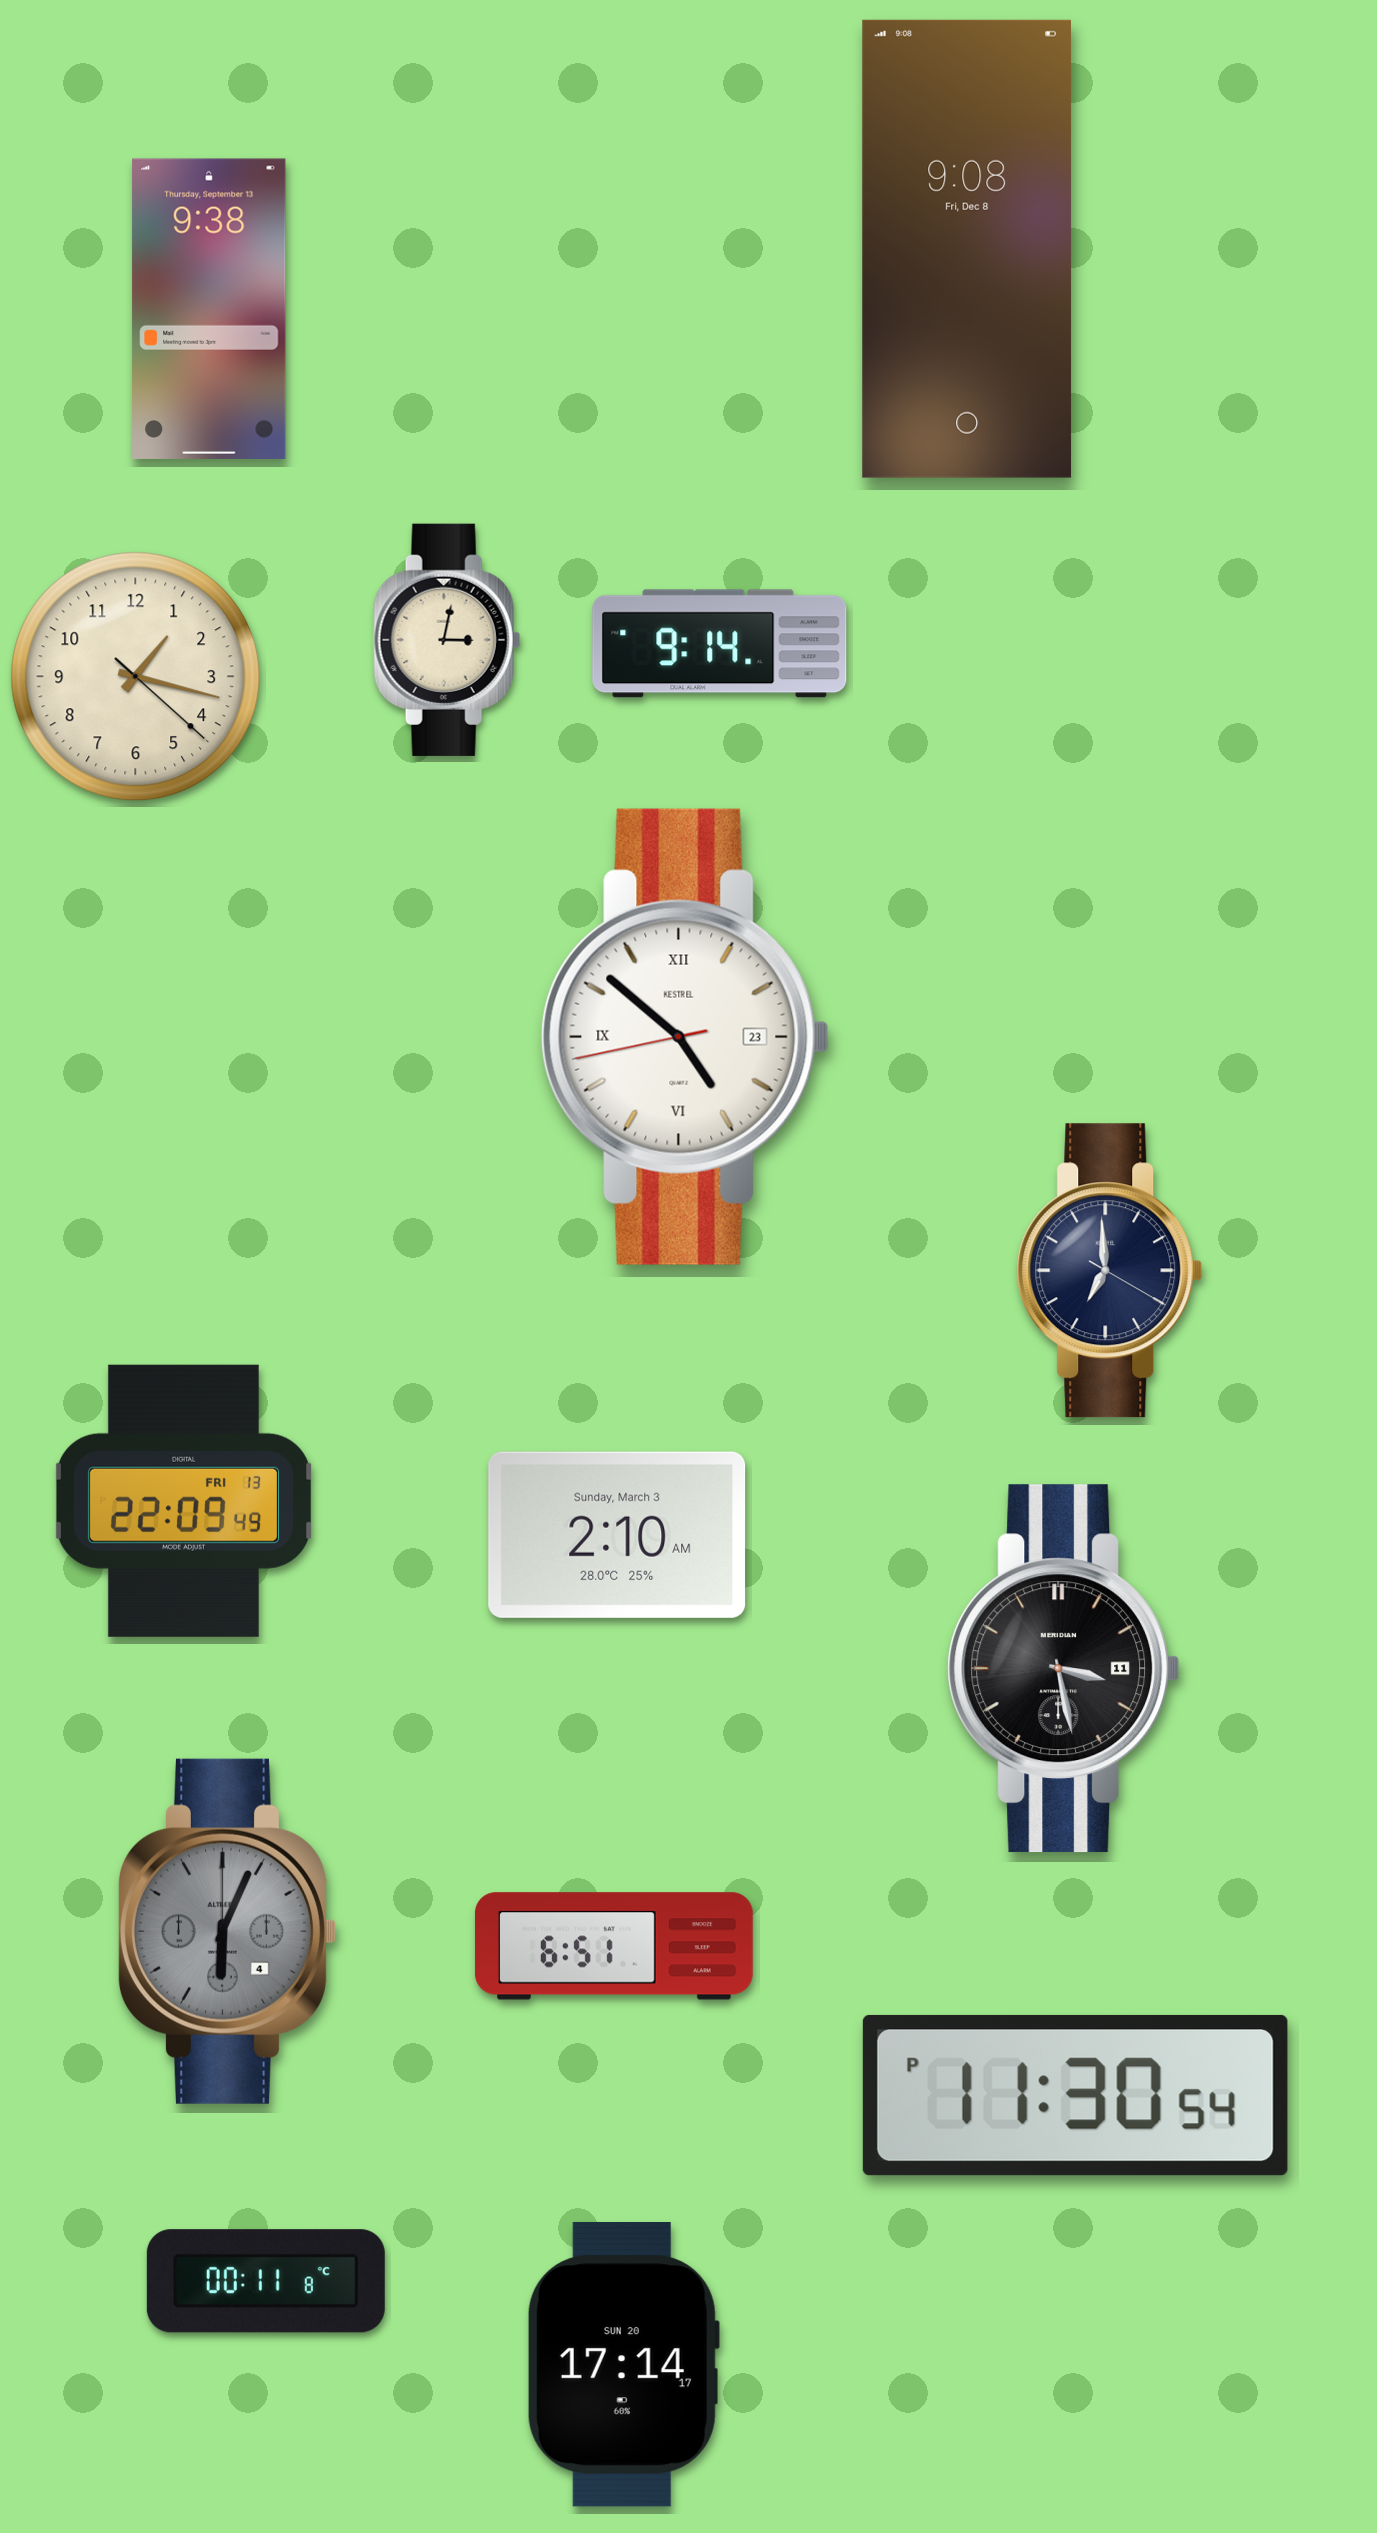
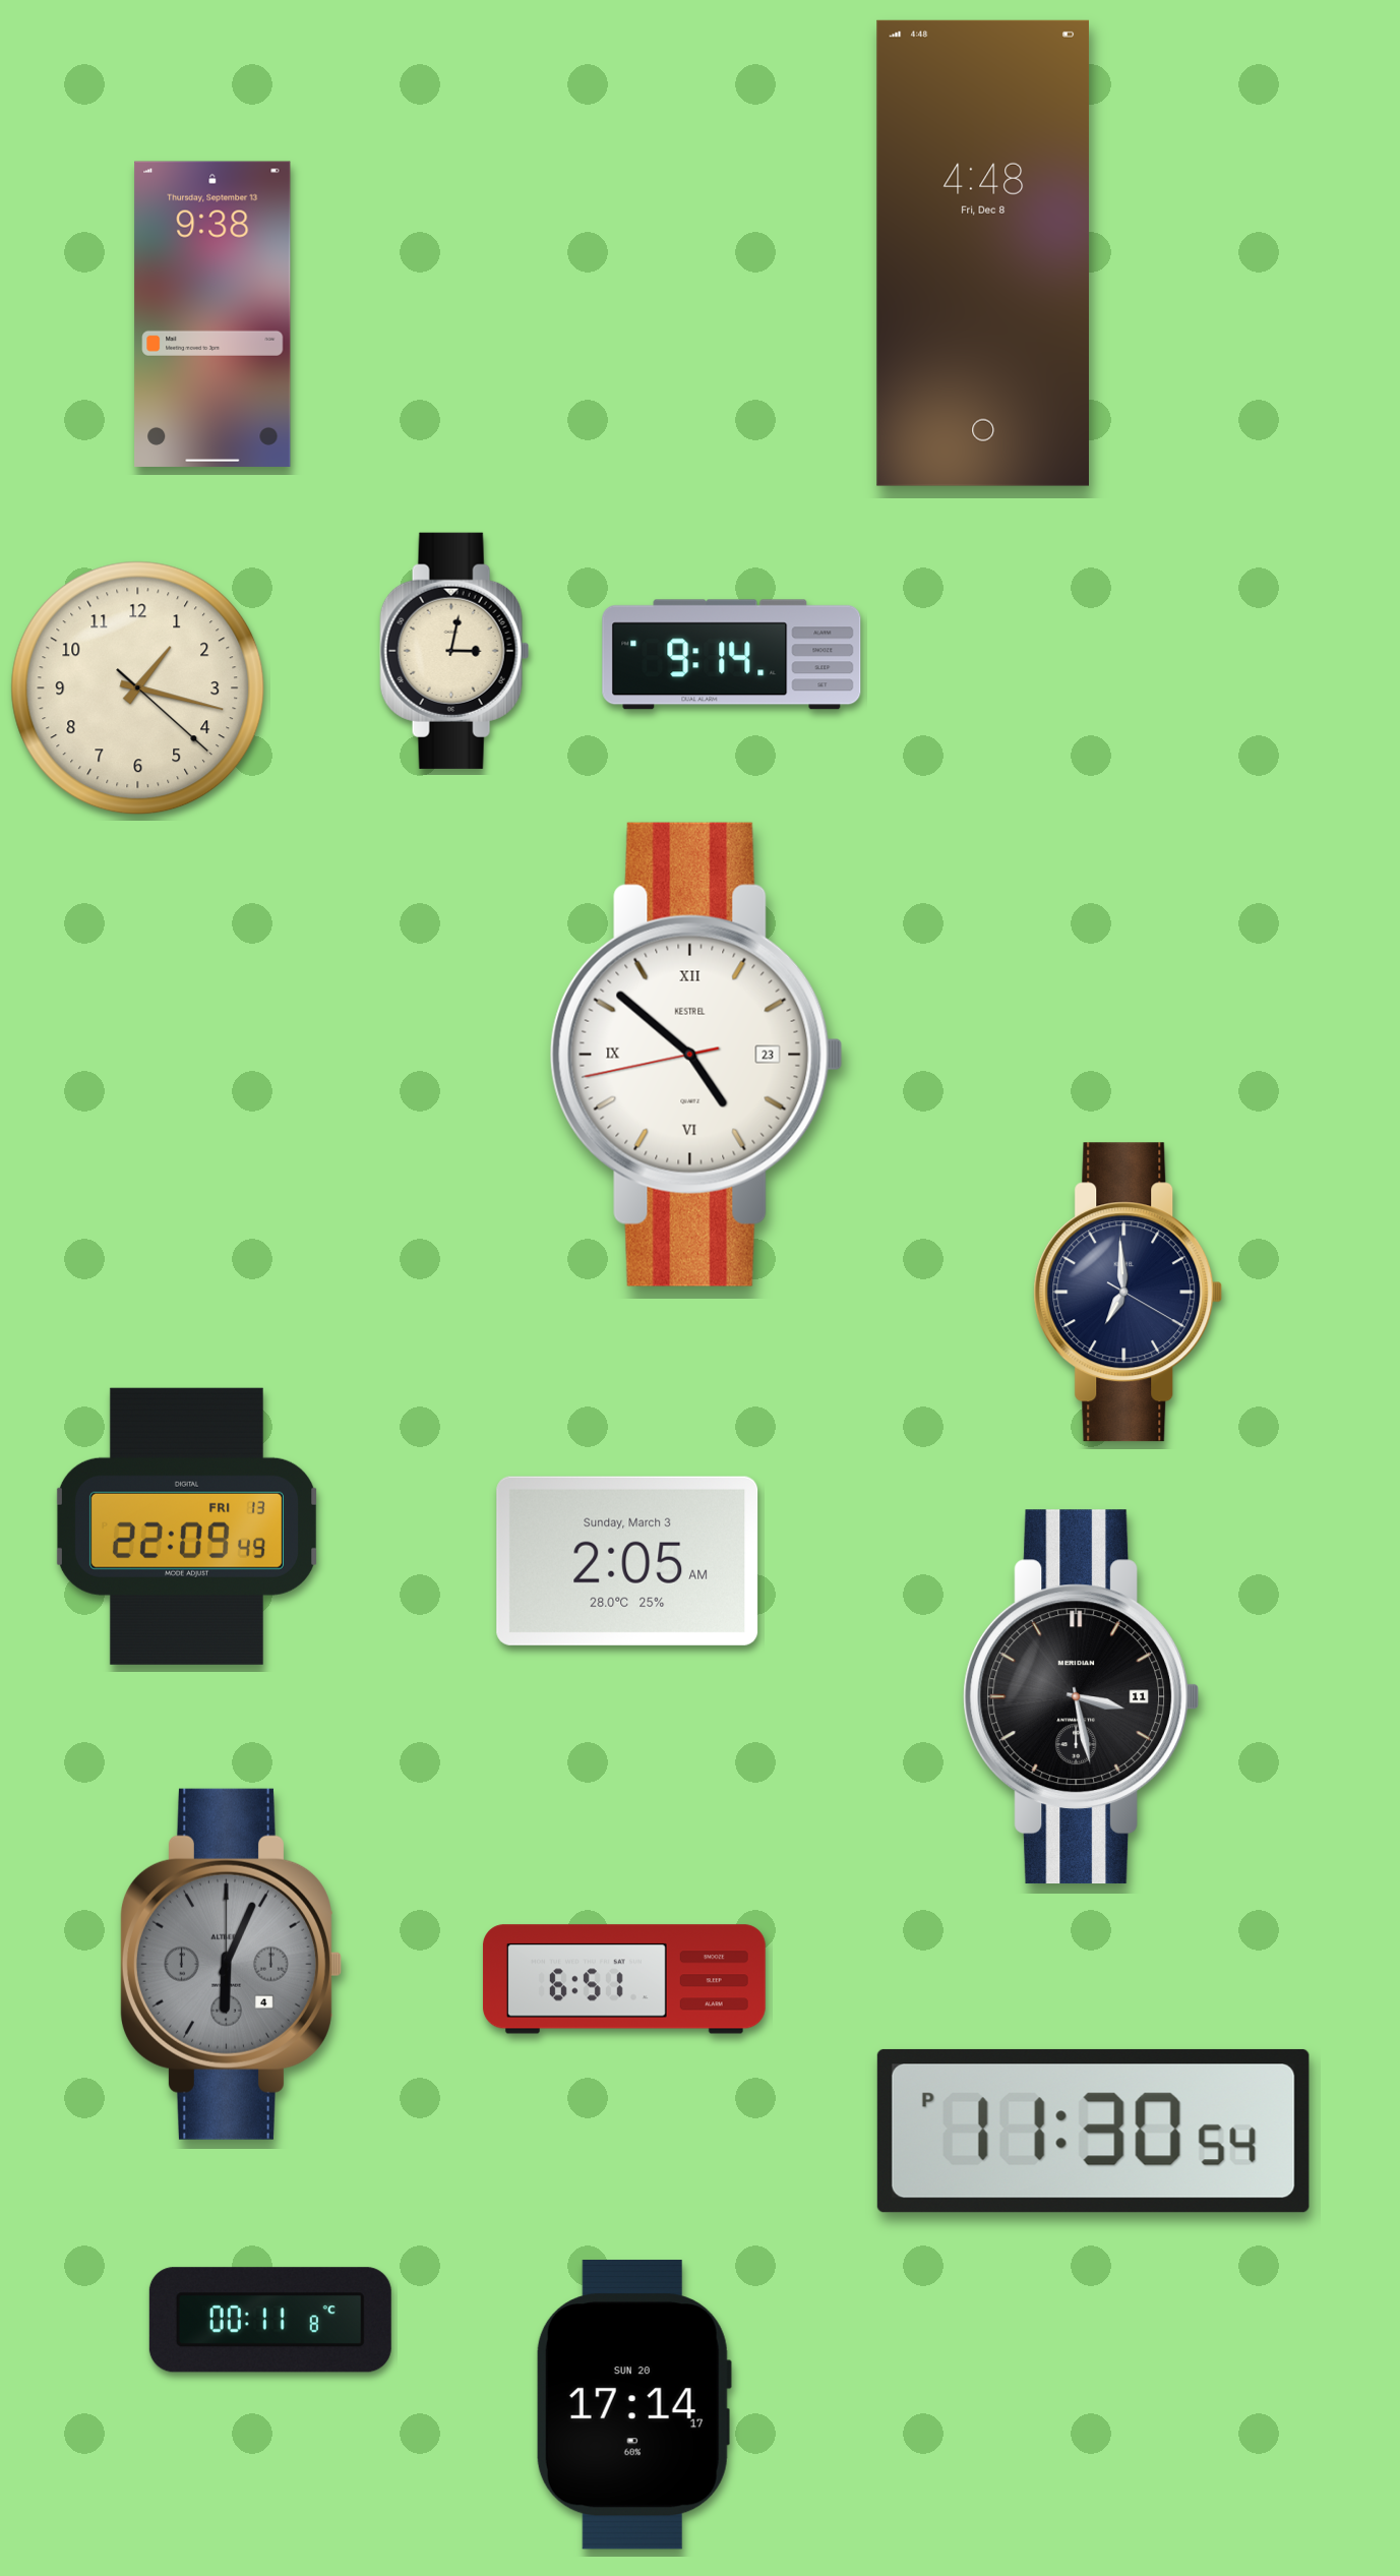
clock at (966, 249): 9:08 -> 4:48
clock at (617, 1535): 2:10 -> 2:05
